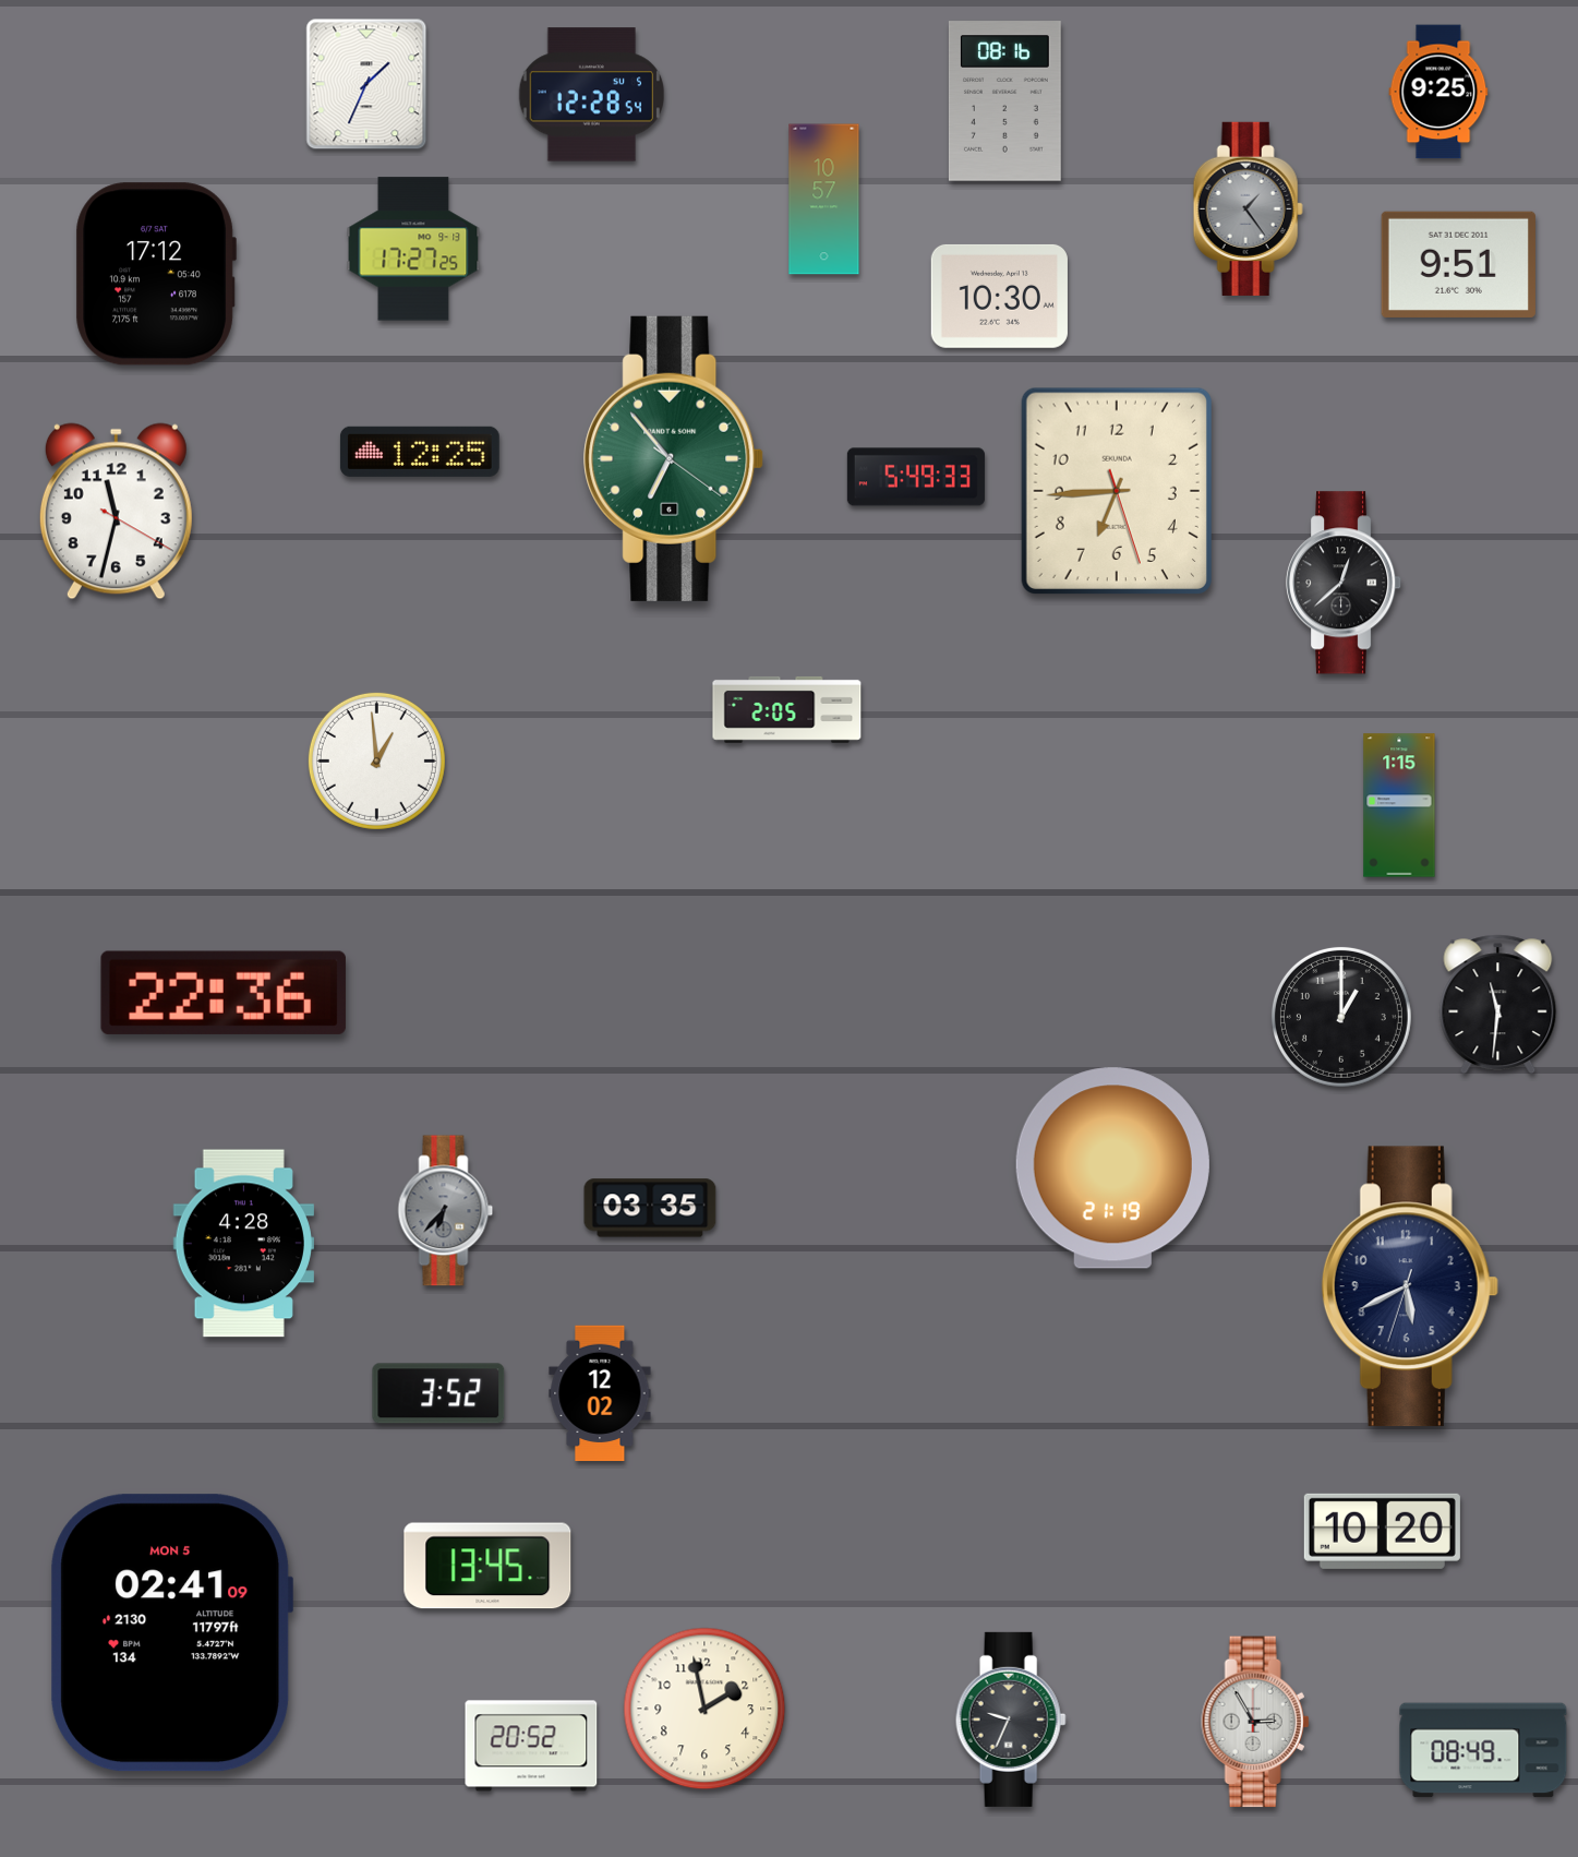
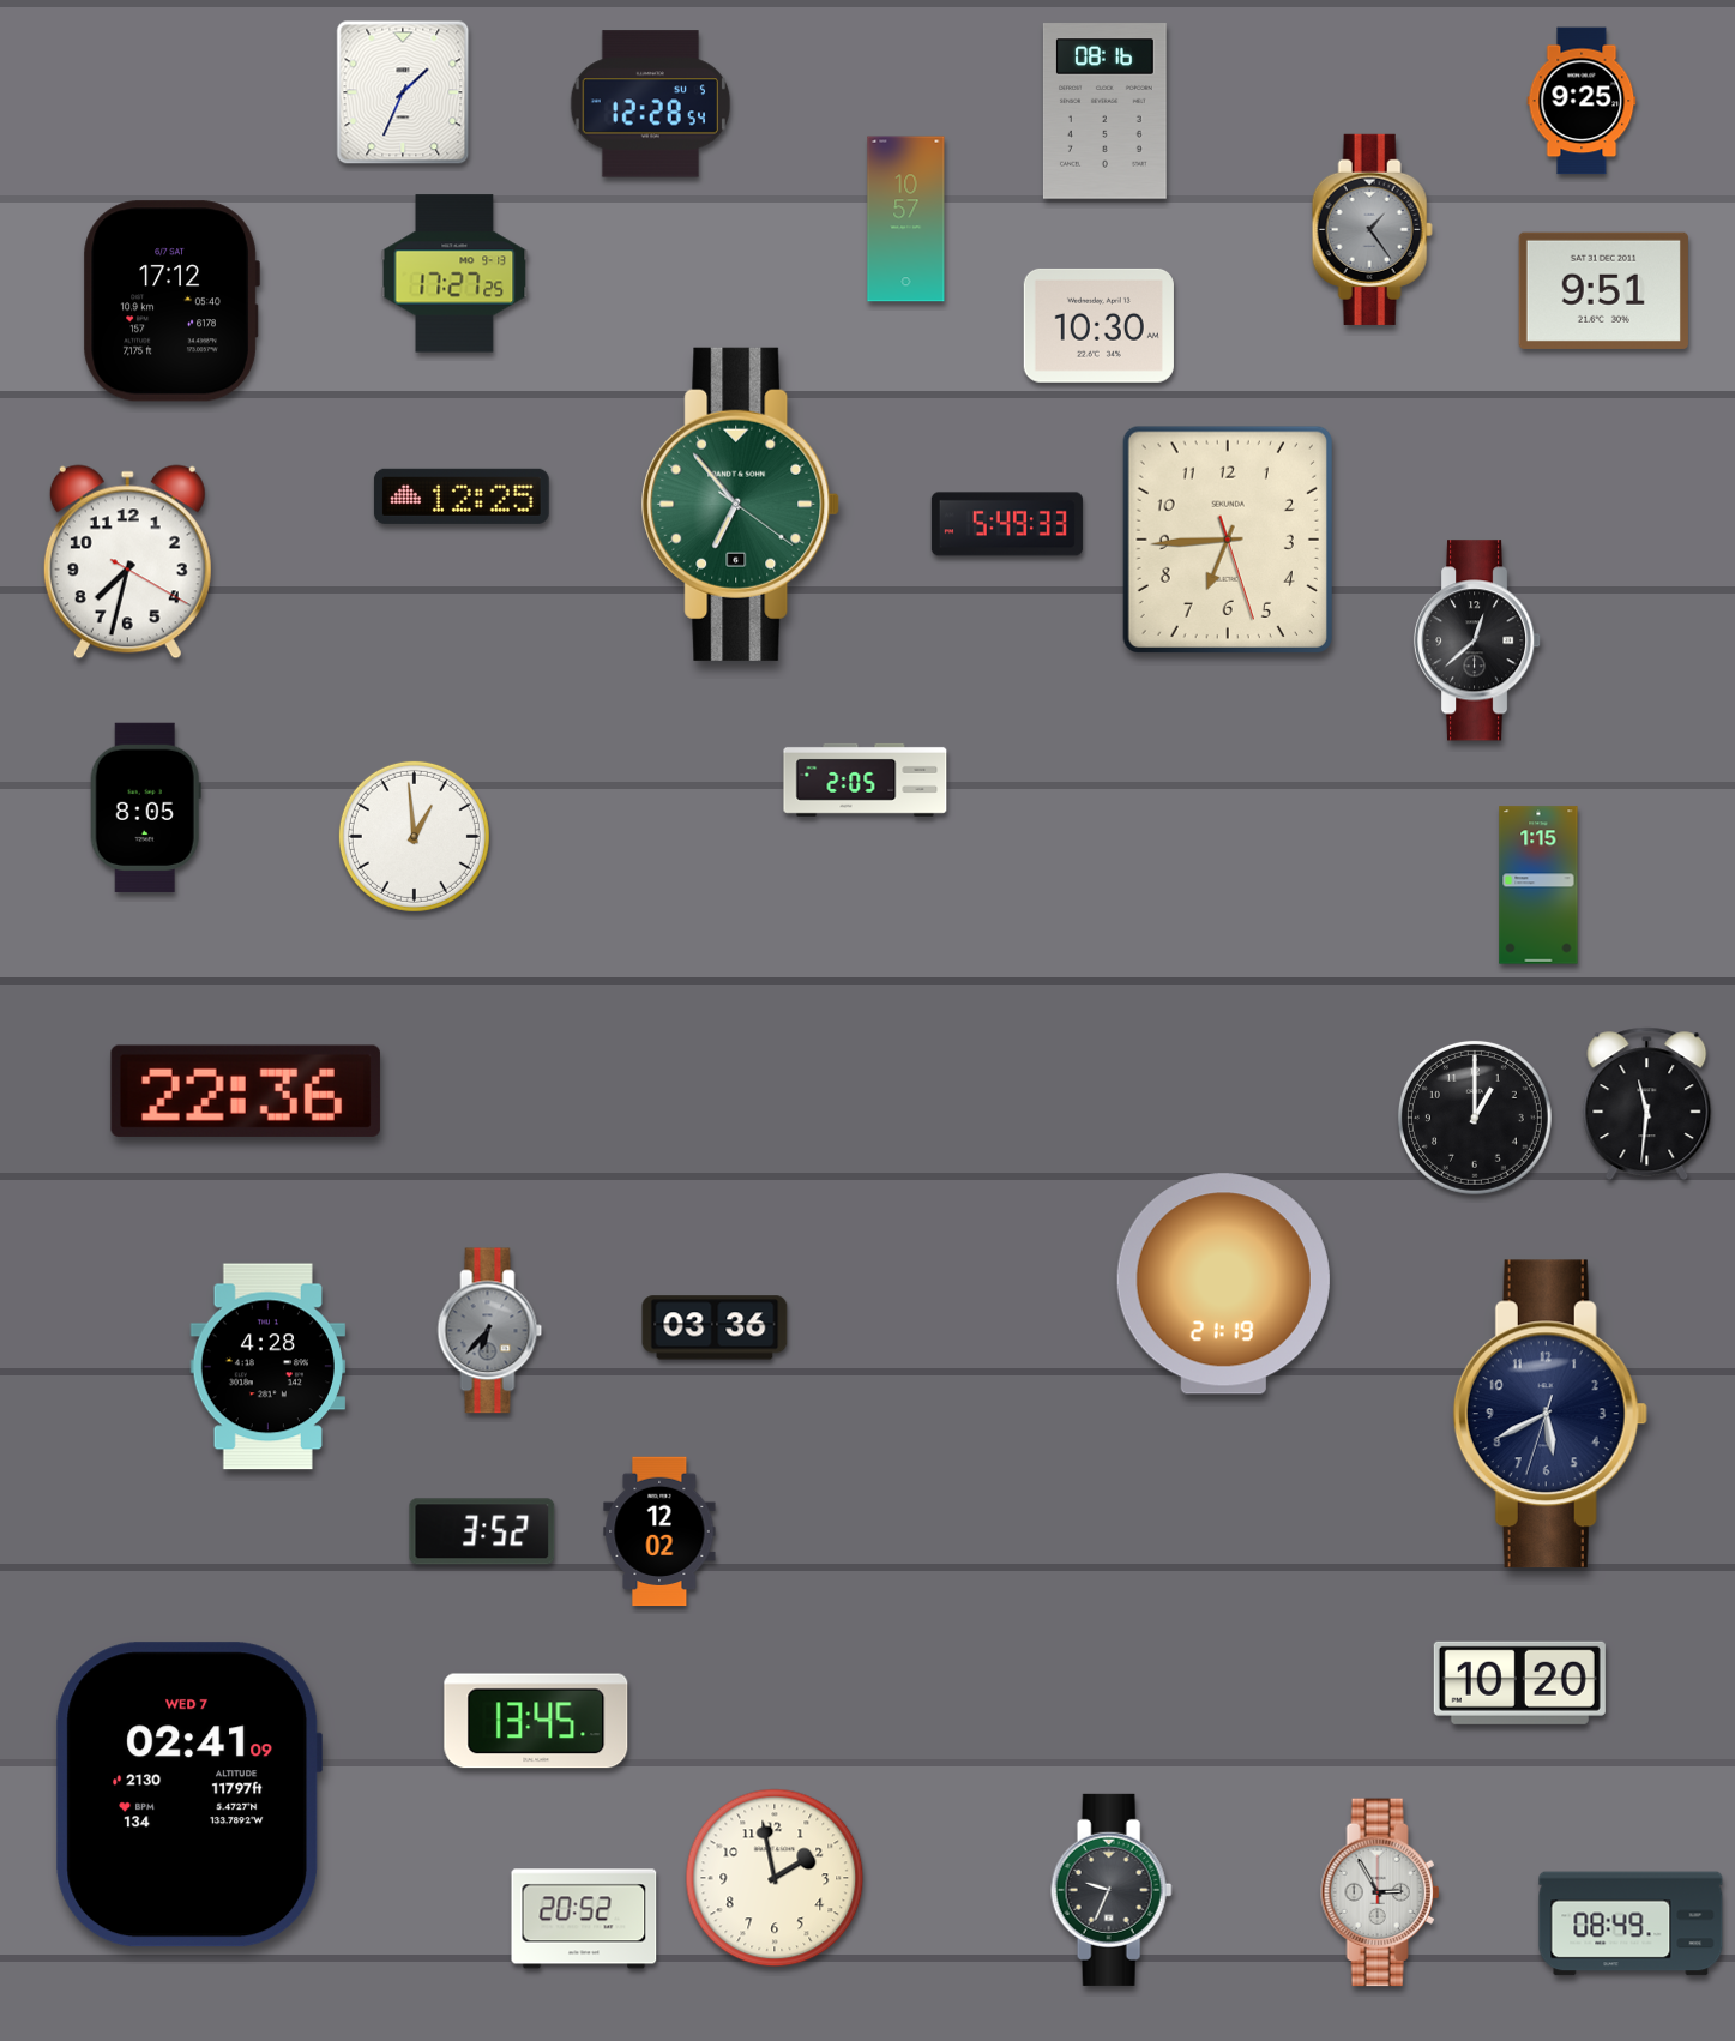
clock at (116, 512): 11:32 -> 7:32
clock at (145, 807): none -> 8:05
clock at (650, 1208): 03:35 -> 03:36
clock at (171, 1633) date: MON 5 -> WED 7
